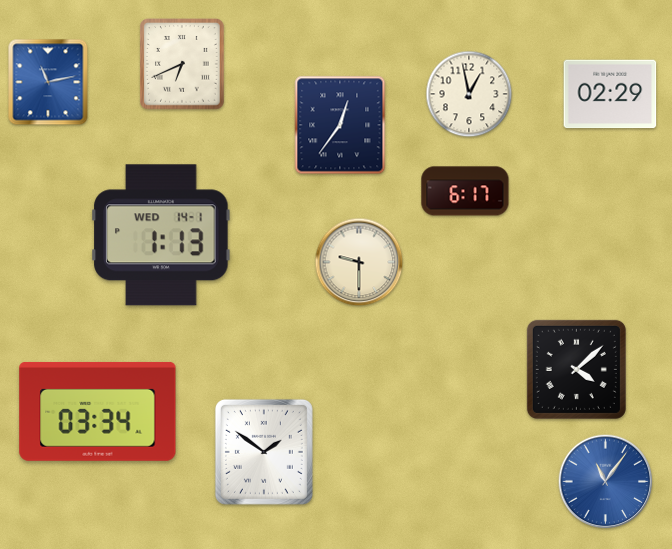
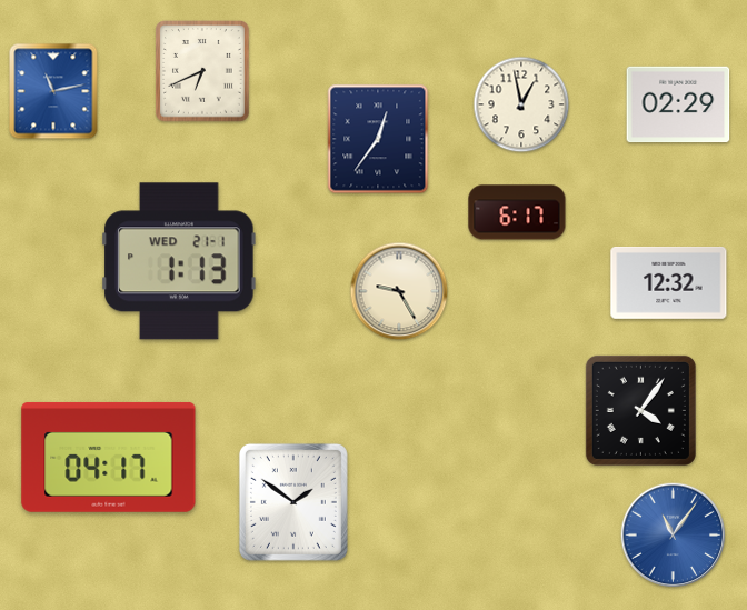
clock at (161, 235) date: WED 14-1 -> WED 21-1
clock at (669, 282): none -> 12:32
clock at (359, 262): 9:30 -> 9:25
clock at (576, 369): 4:08 -> 4:06
clock at (98, 411): 03:34 -> 04:17
